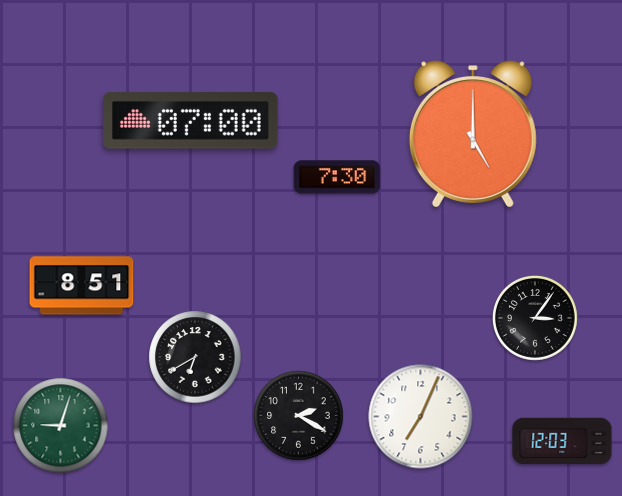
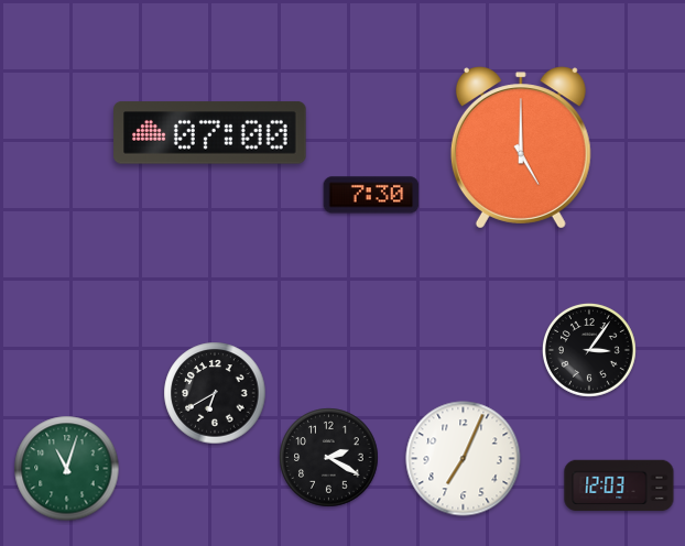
clock at (82, 286): 8:51 -> none
clock at (61, 426): 9:03 -> 11:03
